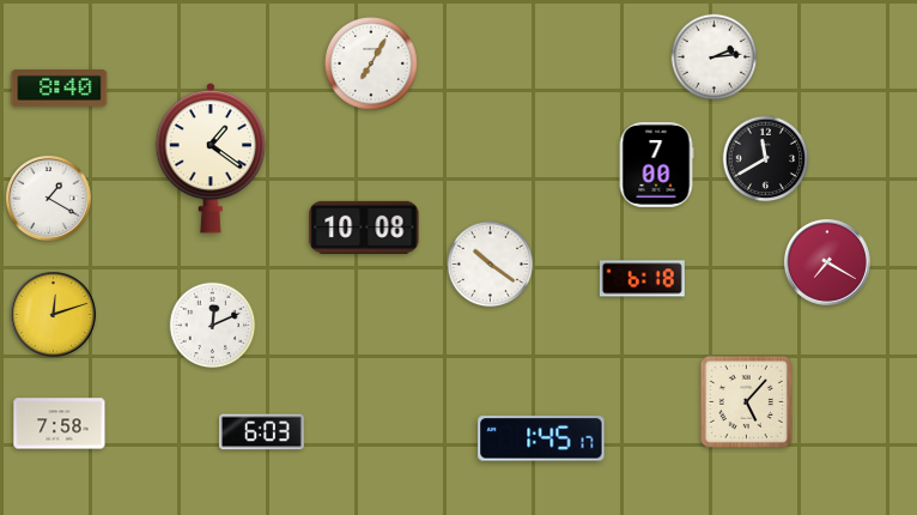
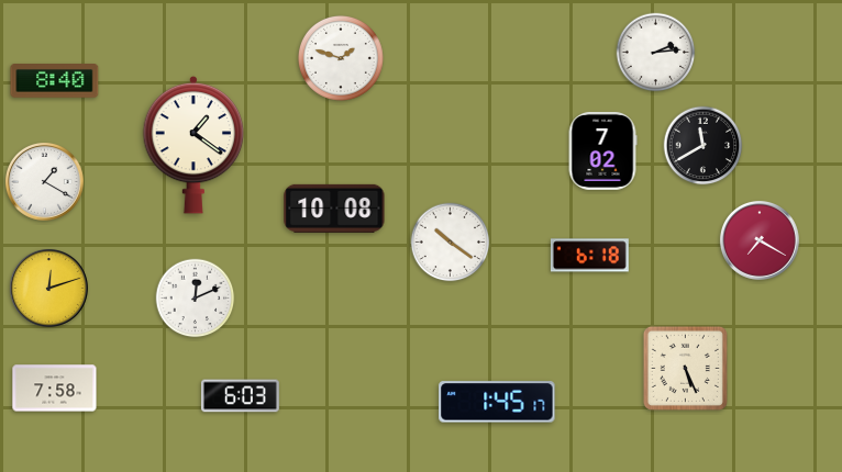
clock at (371, 63): 7:05 -> 1:48
clock at (656, 164): 7:00 -> 7:02
clock at (746, 401): 5:07 -> 5:26
